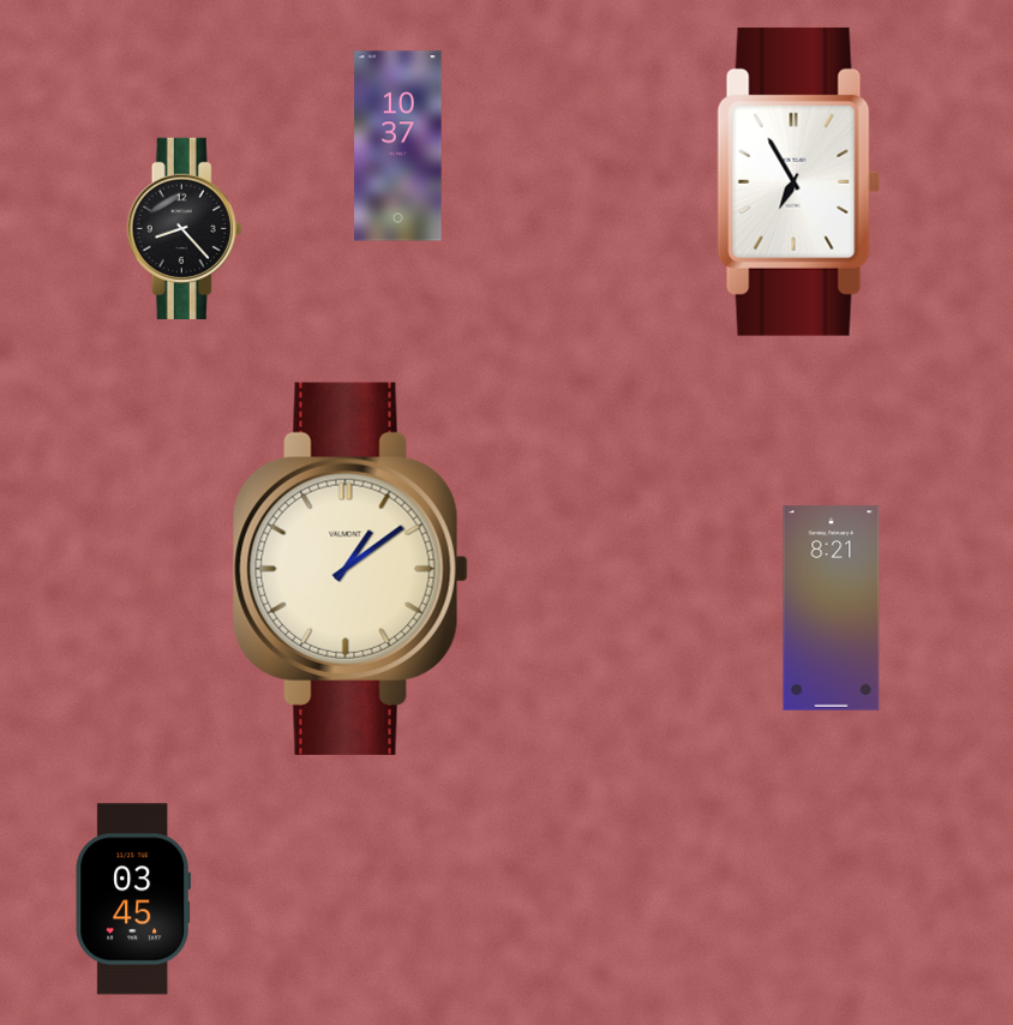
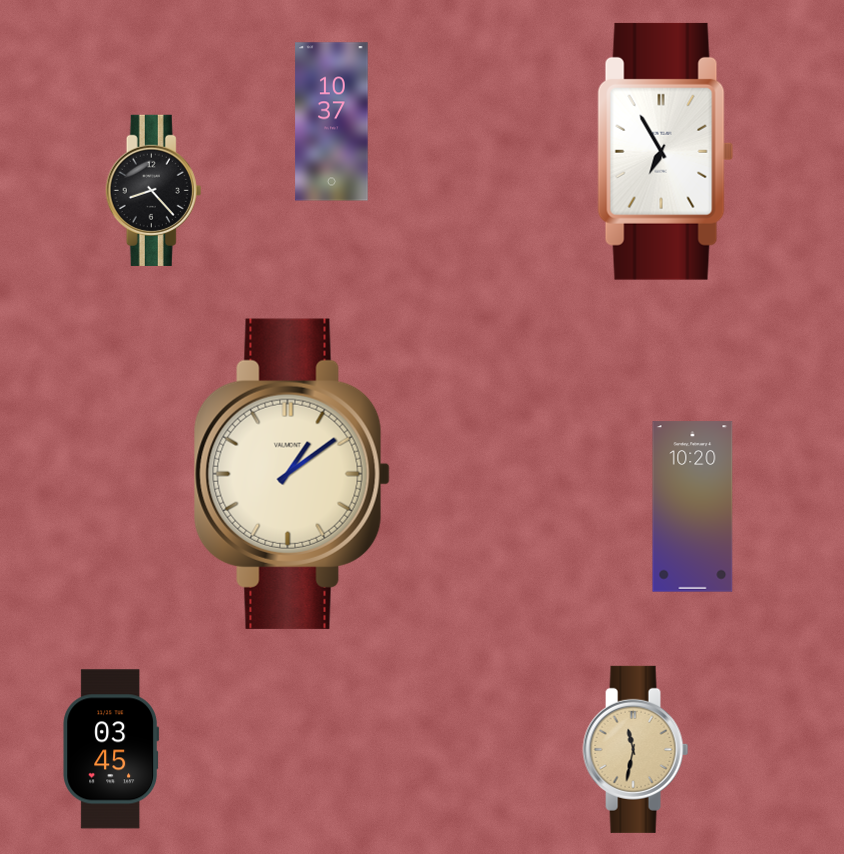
clock at (832, 609): 8:21 -> 10:20
clock at (636, 749): none -> 11:32
